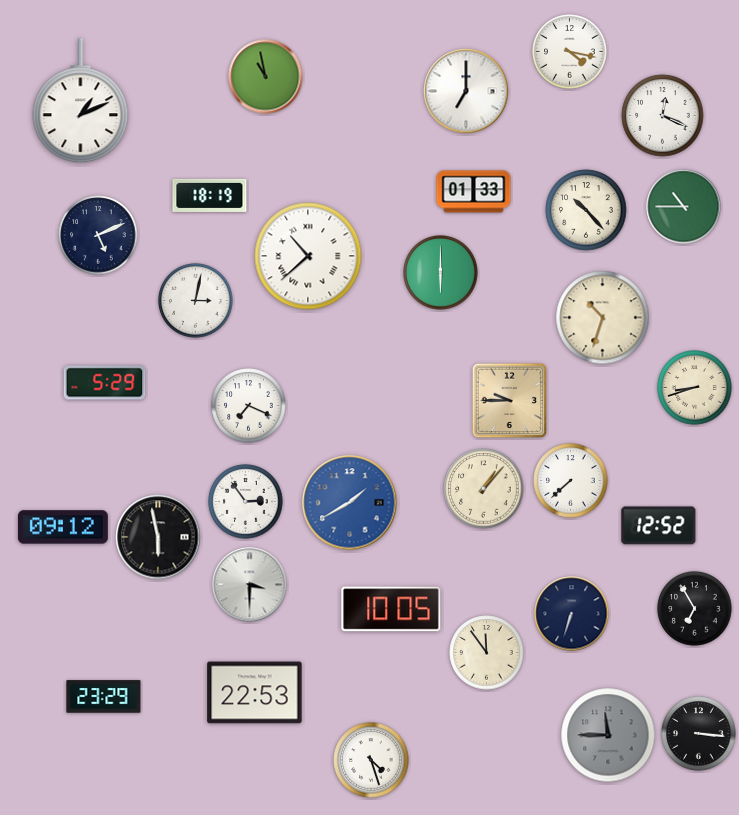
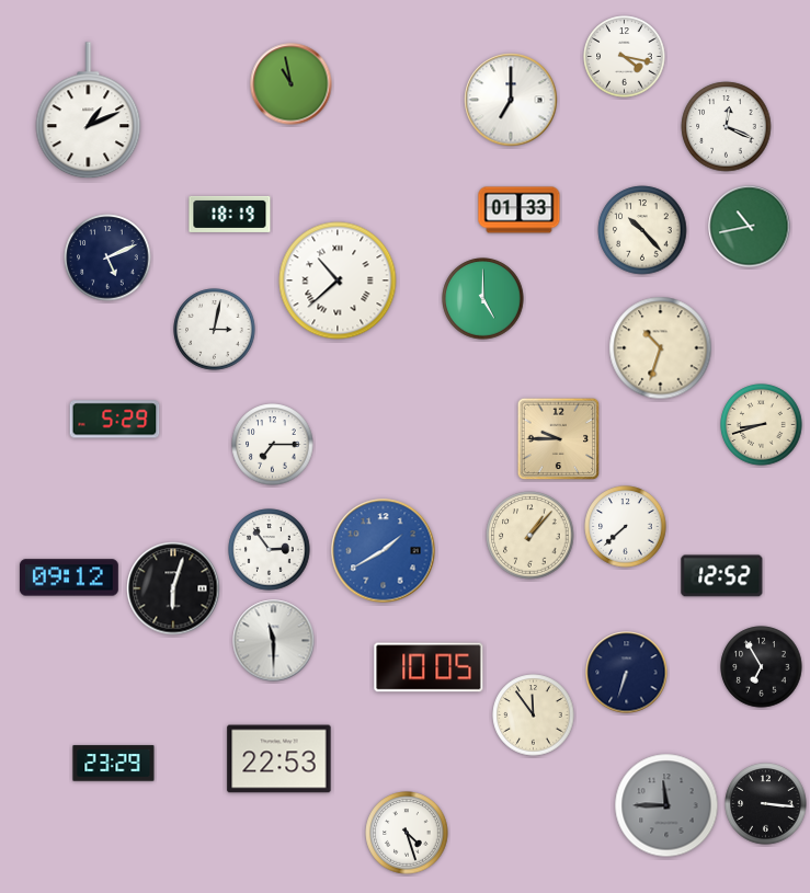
clock at (684, 207): 10:45 -> 10:43
clock at (441, 273): 6:00 -> 5:00
clock at (249, 406): 7:19 -> 7:15
clock at (158, 537): 5:58 -> 6:03
clock at (250, 585): 3:30 -> 11:30
